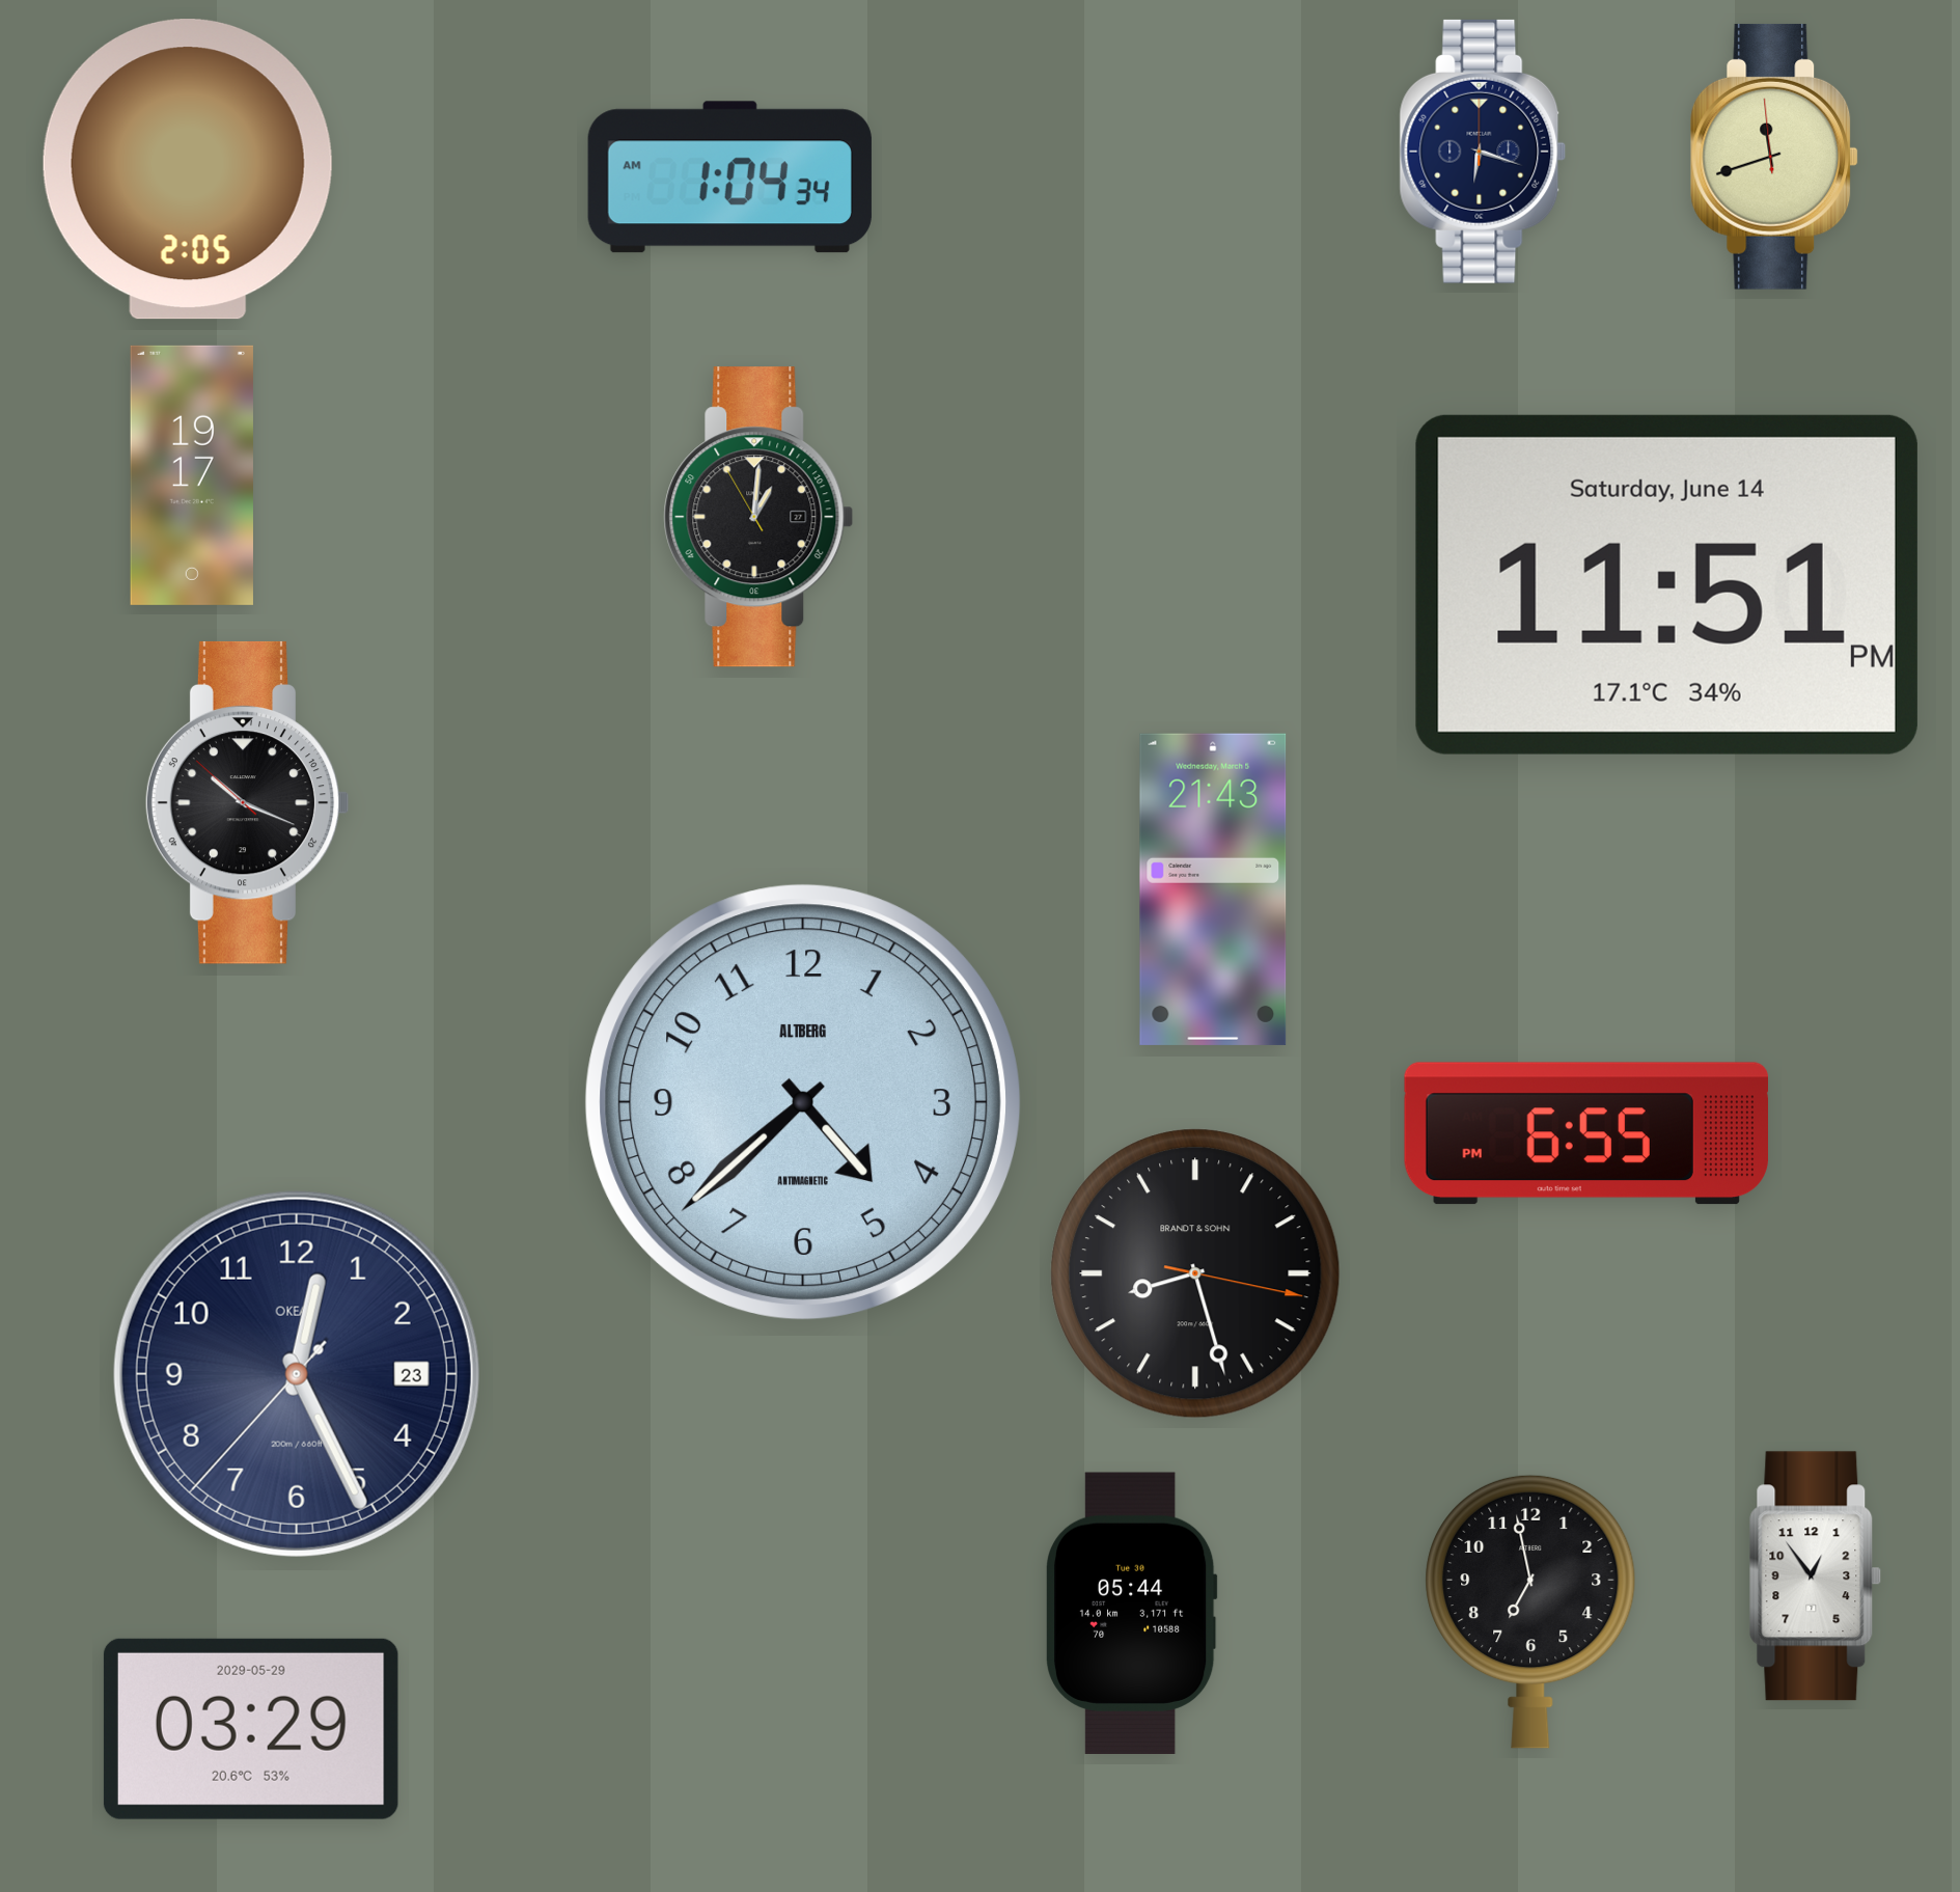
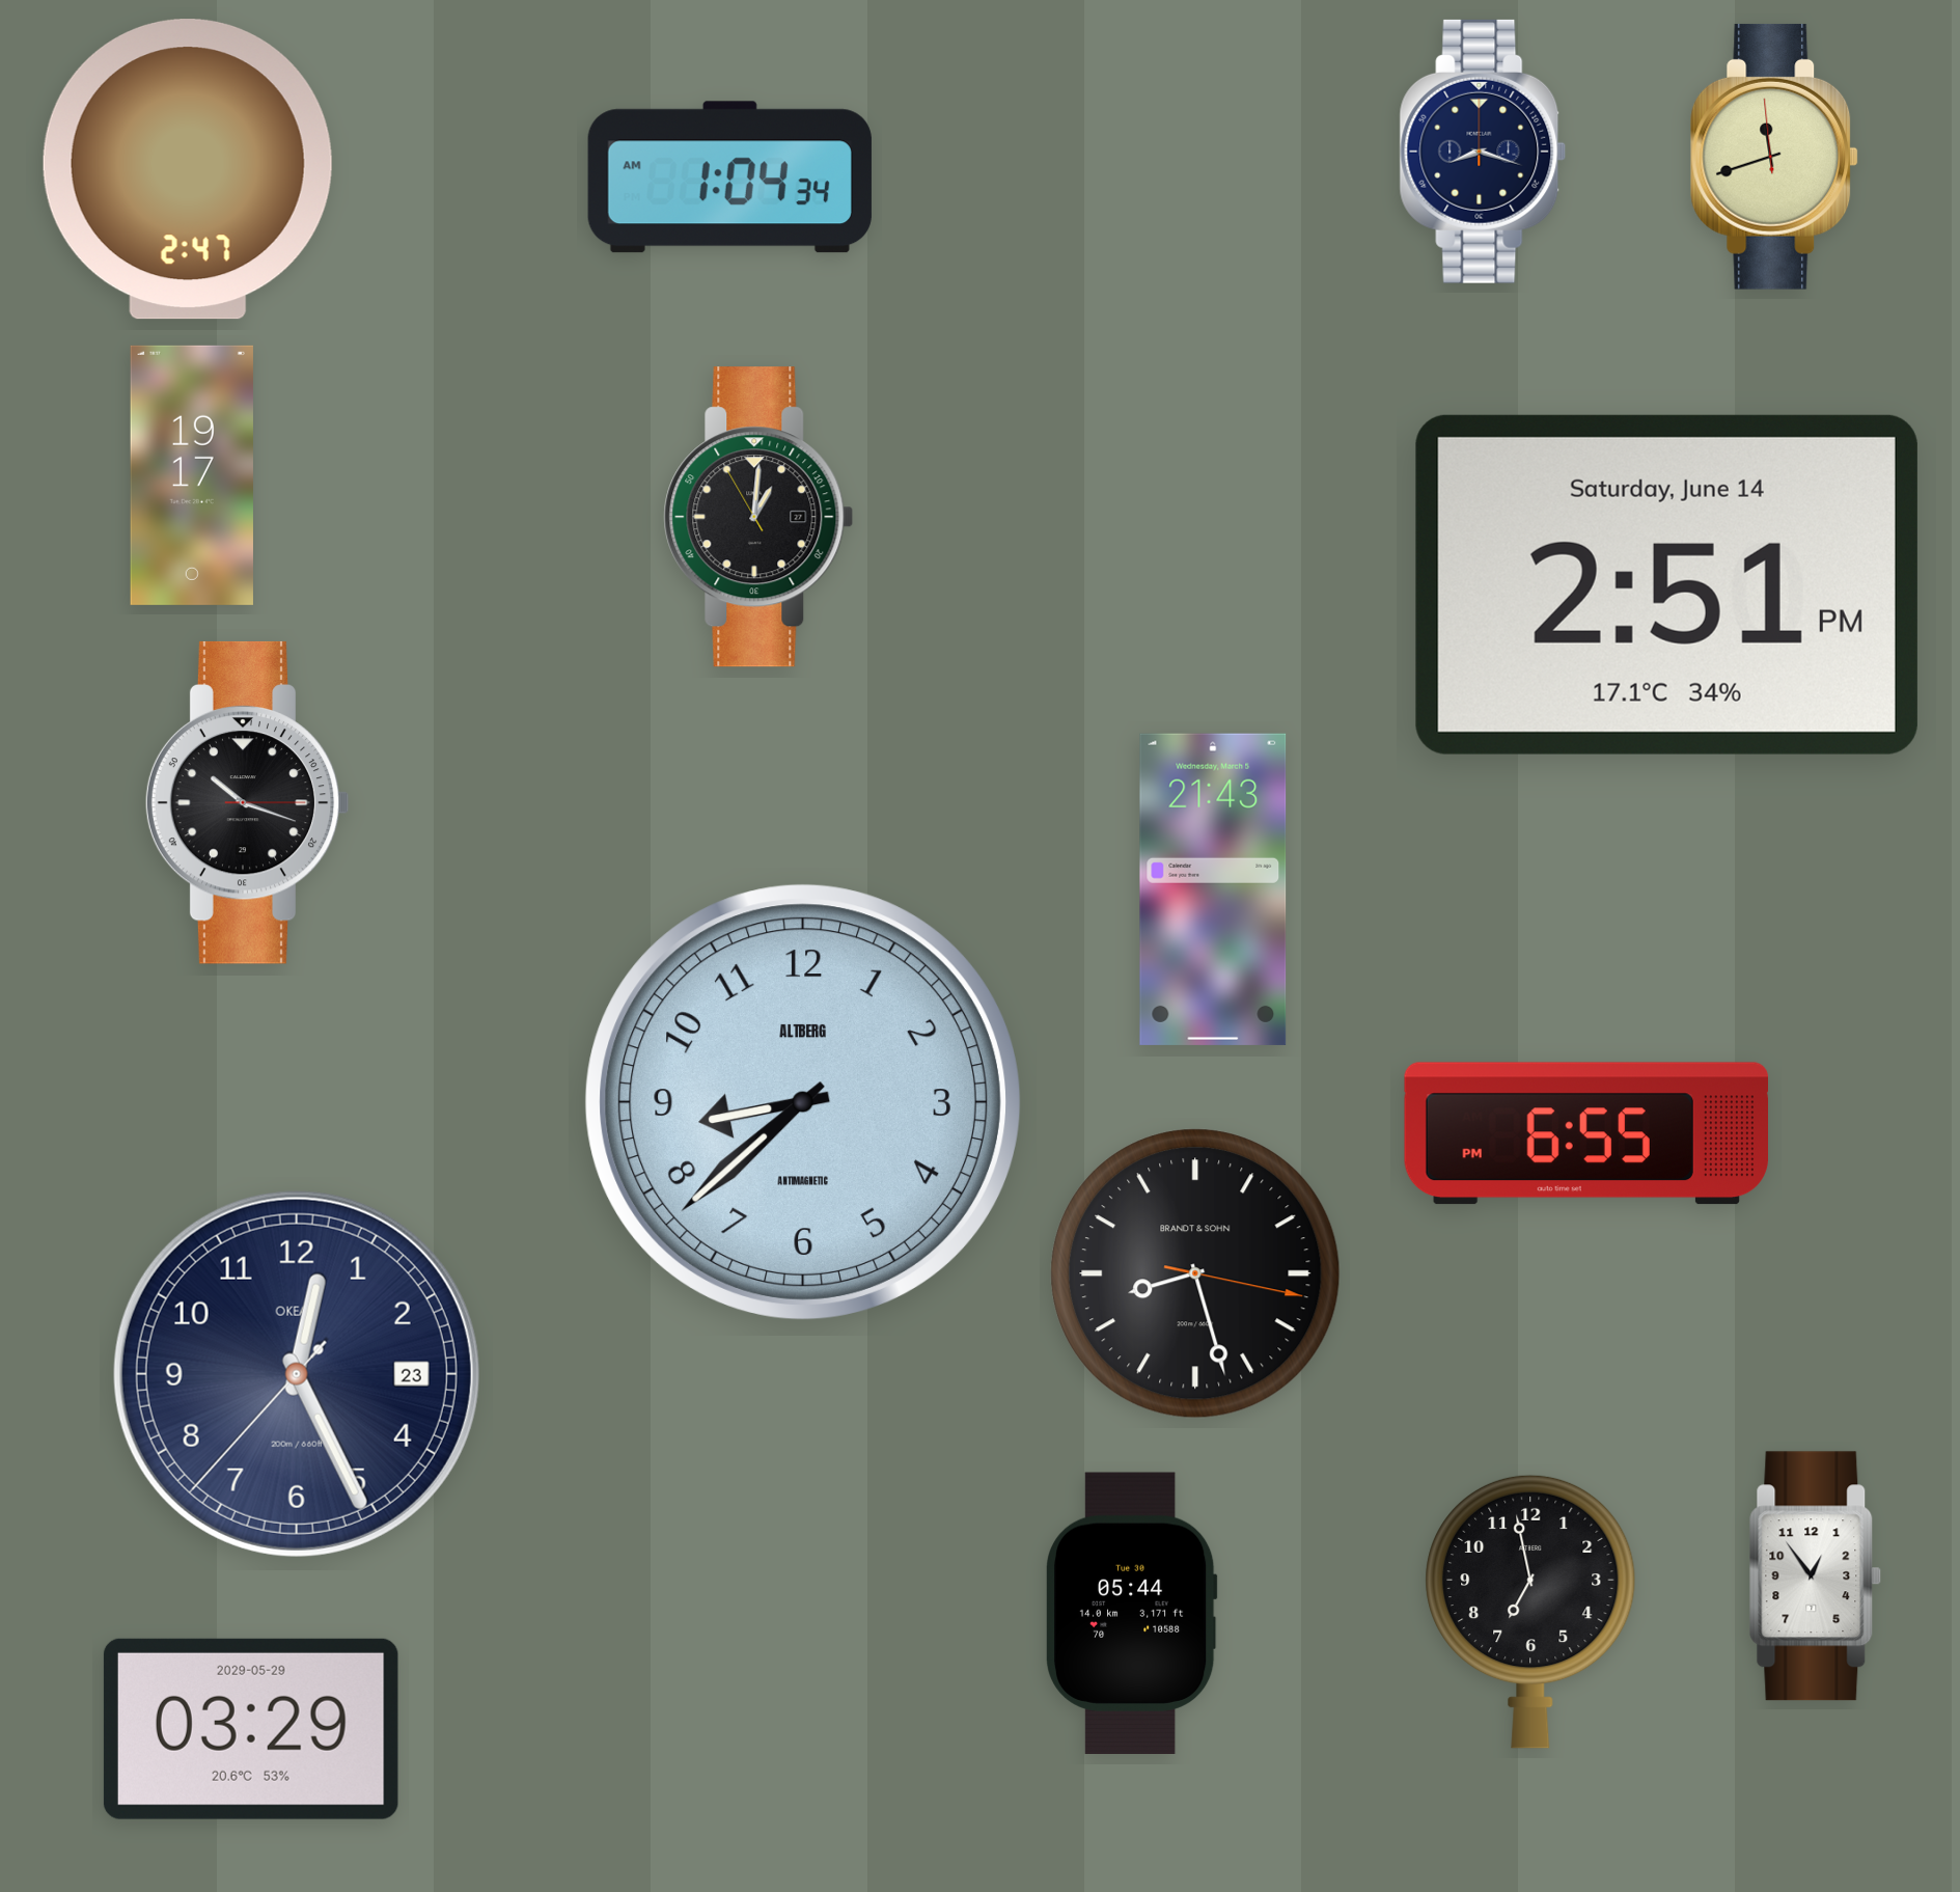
clock at (1483, 152): 6:18 -> 8:18
clock at (188, 169): 2:05 -> 2:47
clock at (1666, 584): 11:51 -> 2:51
clock at (247, 802): 10:18:52 -> 10:18:15
clock at (803, 1102): 4:38 -> 8:38
